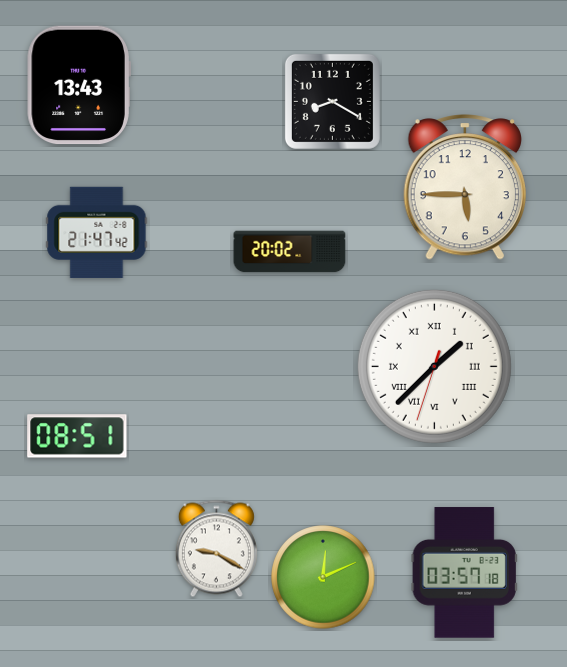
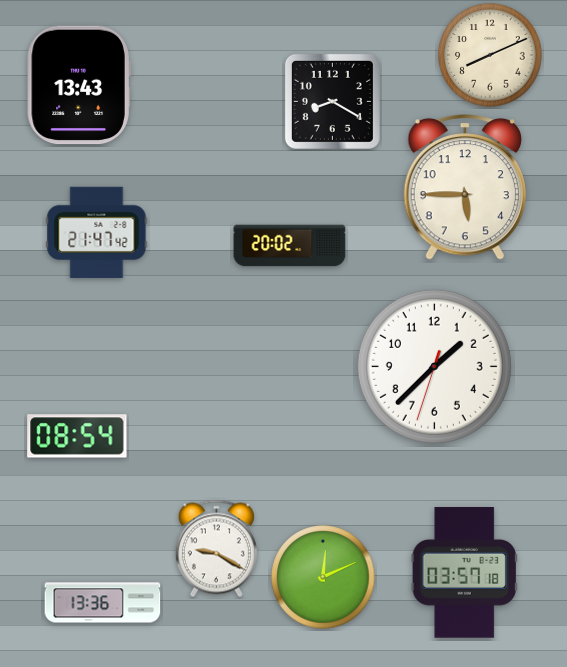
clock at (490, 55): none -> 8:11
clock at (290, 252) position: (290, 252) -> (290, 246)
clock at (434, 366) numerals: Roman -> Arabic
clock at (77, 436): 08:51 -> 08:54
clock at (103, 603): none -> 13:36
